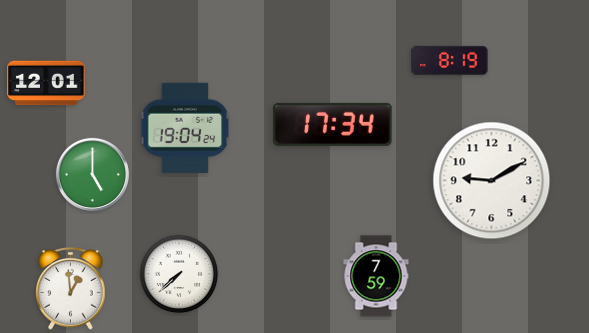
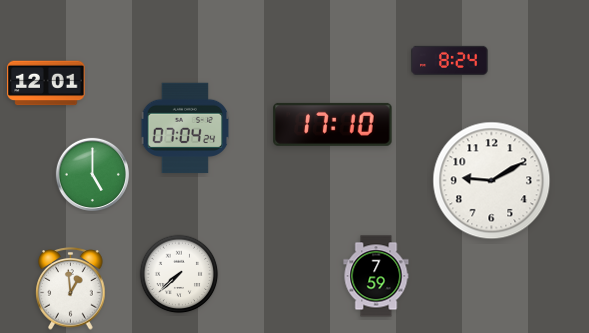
clock at (450, 60): 8:19 -> 8:24
clock at (333, 124): 17:34 -> 17:10
clock at (185, 128): 19:04 -> 07:04
